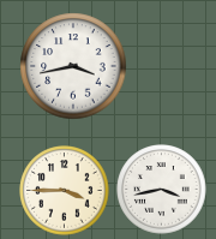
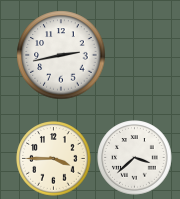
clock at (73, 66): 3:43 -> 2:43
clock at (162, 190): 3:43 -> 3:38
